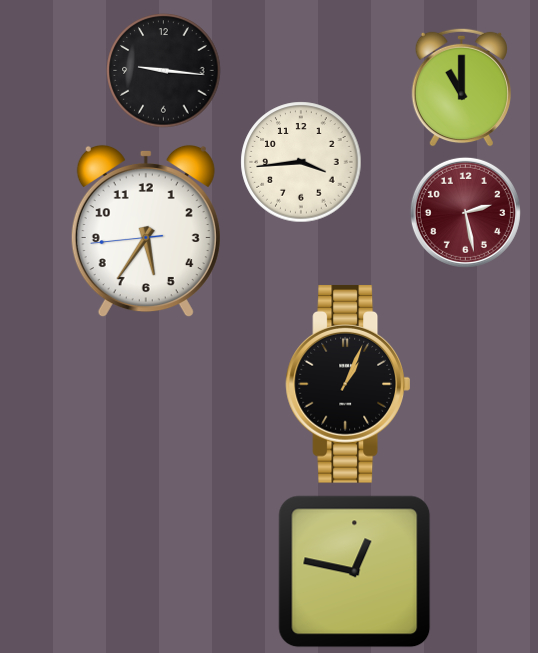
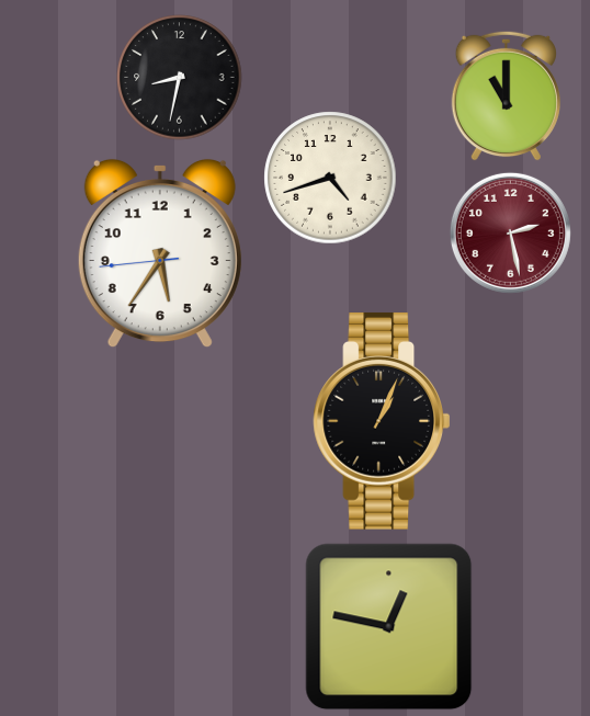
clock at (164, 71): 9:16 -> 8:32
clock at (301, 162): 3:44 -> 4:42
